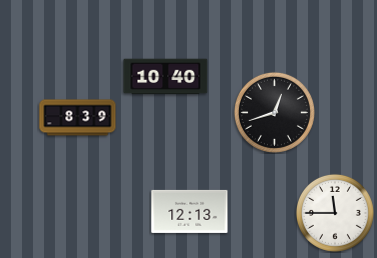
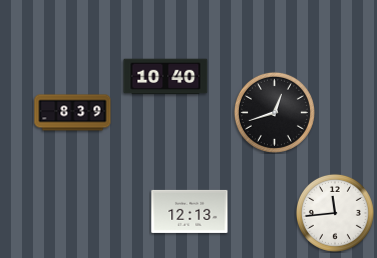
clock at (78, 118) position: (78, 118) -> (73, 113)
clock at (335, 213): 11:45 -> 11:44
